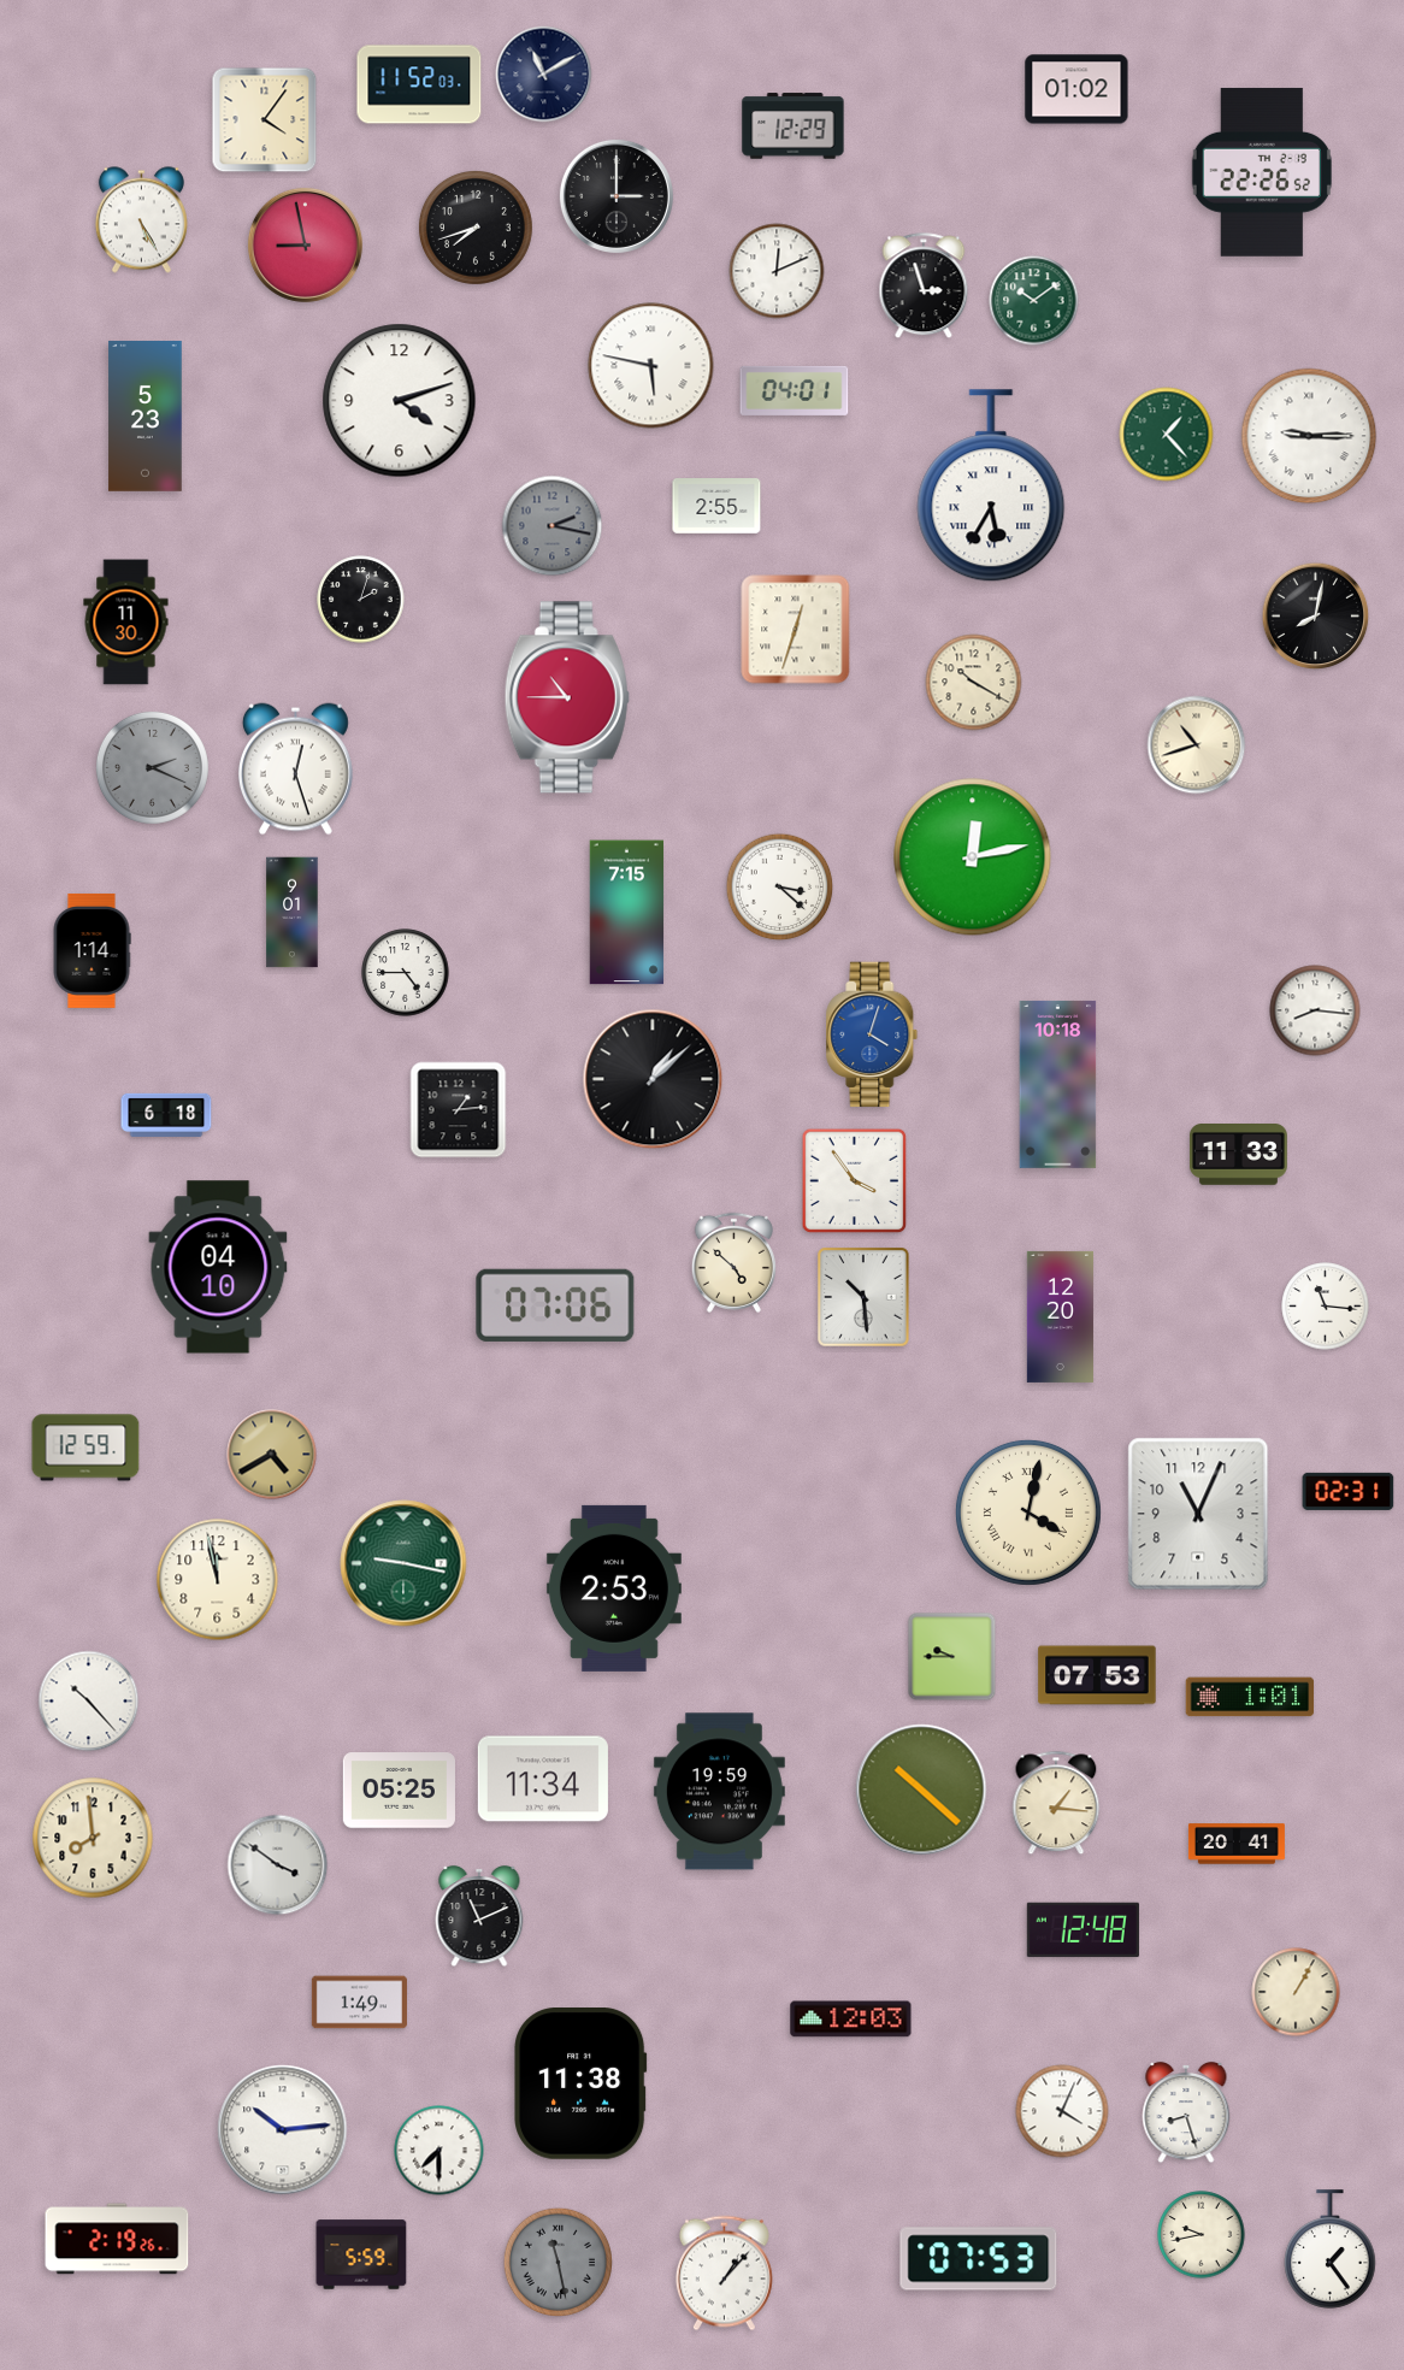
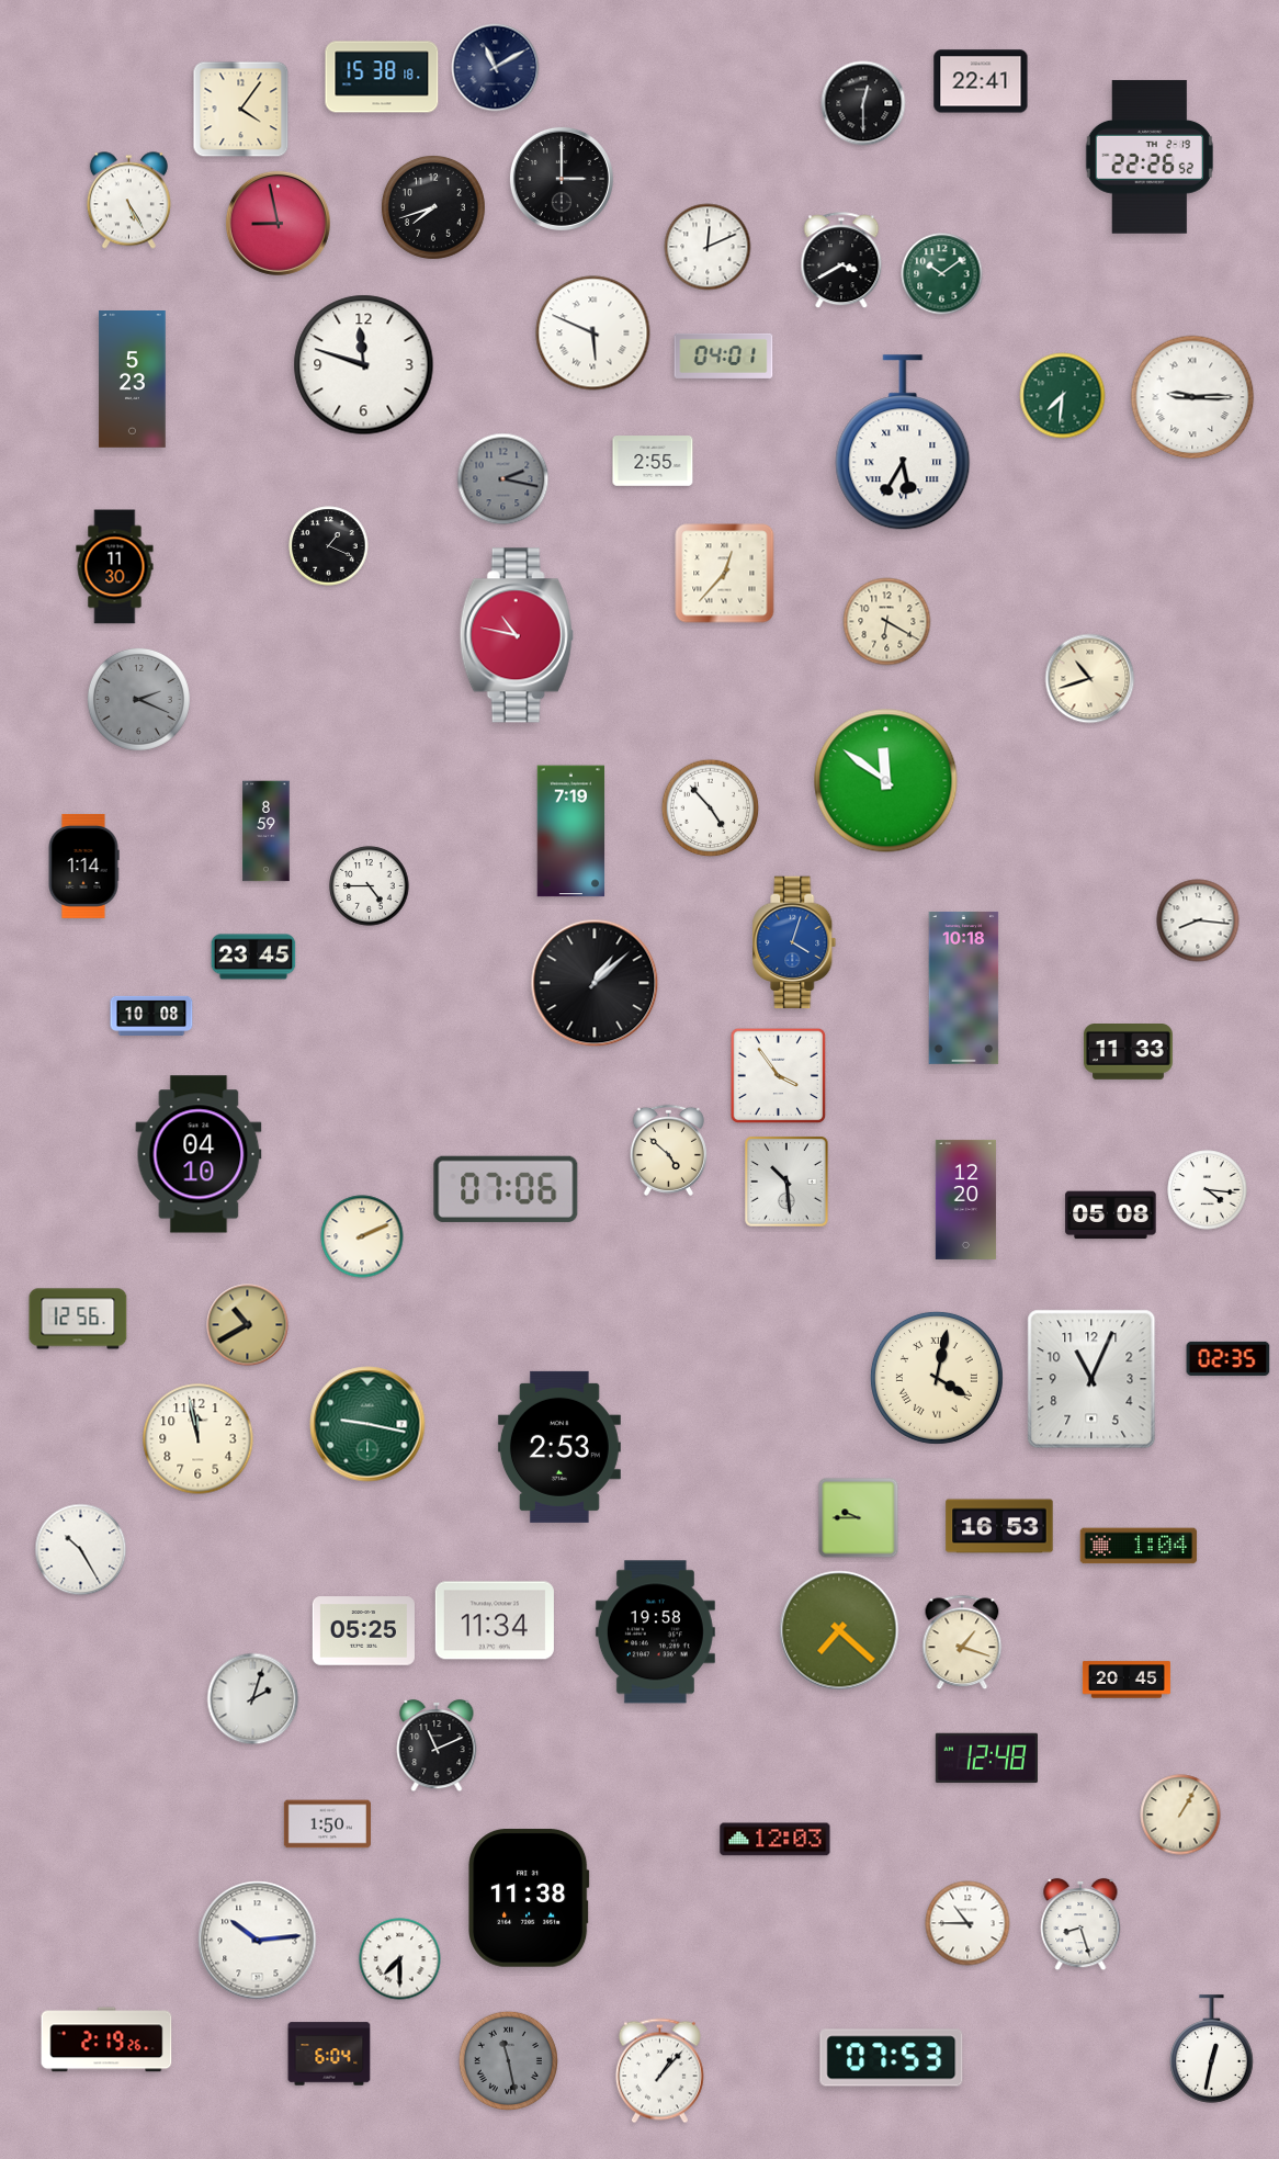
clock at (419, 84): 11:52 -> 15:38
clock at (1076, 89): 01:02 -> 22:41
clock at (863, 103): none -> 12:30
clock at (794, 126): 12:29 -> none
clock at (924, 287): 2:57 -> 3:40
clock at (651, 366): 5:47 -> 5:49
clock at (400, 401): 4:12 -> 11:48
clock at (1167, 435): 1:23 -> 7:31
clock at (361, 600): 2:03 -> 1:19
clock at (1316, 617): 8:02 -> none
clock at (796, 630): 12:33 -> 12:37
clock at (974, 683): 10:20 -> 6:20
clock at (567, 697): 10:45 -> 10:47
clock at (295, 770): 12:27 -> none
clock at (973, 857): 12:13 -> 11:51
clock at (780, 888): 3:22 -> 4:53
clock at (293, 913): 9:01 -> 8:59
clock at (627, 913): 7:15 -> 7:19
clock at (253, 957): none -> 23:45
clock at (459, 1110): 1:14 -> none
clock at (166, 1114): 6:18 -> 10:08
clock at (1326, 1307): 11:16 -> 4:16
clock at (1111, 1216): none -> 05:08
clock at (362, 1236): none -> 2:11
clock at (85, 1448): 12:59 -> 12:56
clock at (272, 1455): 4:40 -> 10:40
clock at (1349, 1491): 02:31 -> 02:35
clock at (952, 1657) position: (952, 1657) -> (859, 1518)
clock at (1097, 1675): 07:53 -> 16:53
clock at (1250, 1697): 1:01 -> 1:04
clock at (89, 1702): 10:23 -> 10:25
clock at (921, 1790): 10:22 -> 7:22
clock at (719, 1792): 19:59 -> 19:58
clock at (1056, 1803): 1:16 -> 1:18
clock at (93, 1838): 7:59 -> none
clock at (1237, 1844): 20:41 -> 20:45
clock at (278, 1865): 3:51 -> 2:03
clock at (359, 2003): 1:49 -> 1:50
clock at (1062, 2111): 4:04 -> 10:45
clock at (1202, 2235): 9:43 -> none
clock at (1331, 2250): 1:24 -> 12:32
clock at (361, 2254): 5:59 -> 6:04
